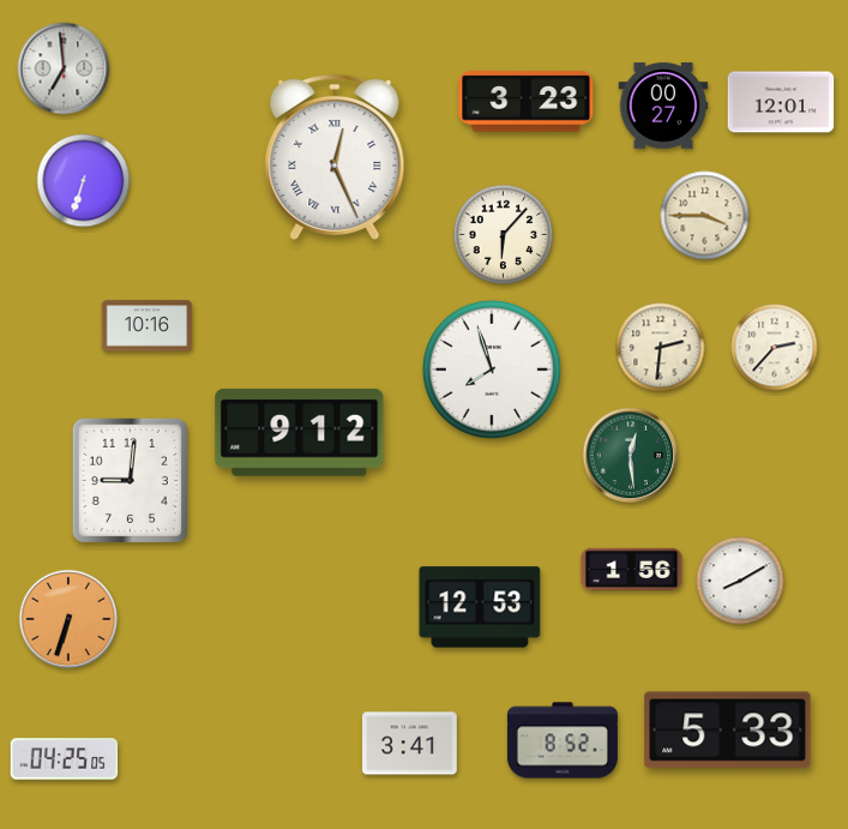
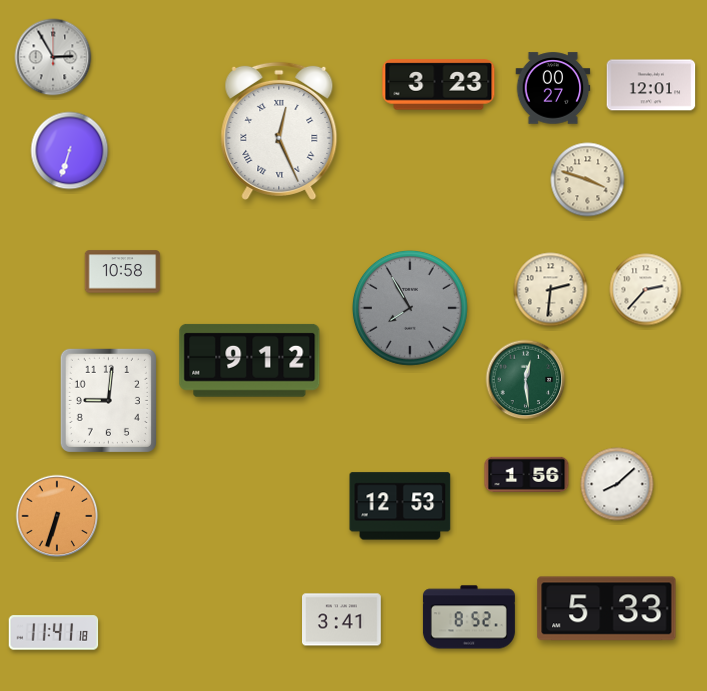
clock at (64, 68): 6:59 -> 2:55
clock at (705, 216): 3:45 -> 3:48
clock at (504, 235): 6:07 -> none
clock at (148, 326): 10:16 -> 10:58
clock at (492, 370): 7:57 -> 7:55
clock at (492, 370) dial: white -> grey
clock at (740, 581): 8:10 -> 8:08
clock at (65, 759): 04:25 -> 11:41
